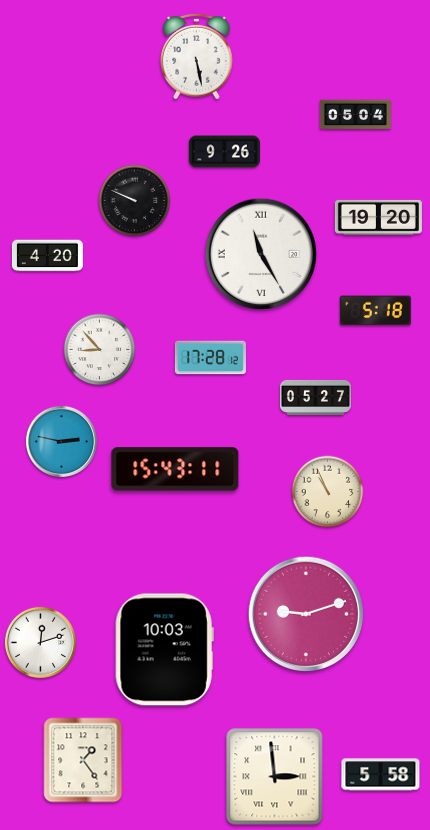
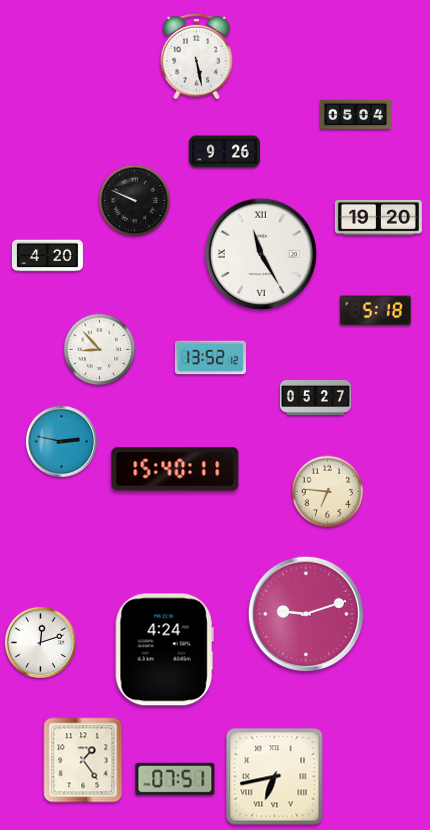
clock at (210, 358): 17:28 -> 13:52
clock at (175, 469): 15:43 -> 15:40
clock at (328, 492): 10:56 -> 6:46
clock at (164, 650): 10:03 -> 4:24
clock at (381, 775): 5:58 -> none
clock at (275, 777): 2:59 -> 6:43
clock at (175, 779): none -> 07:51
